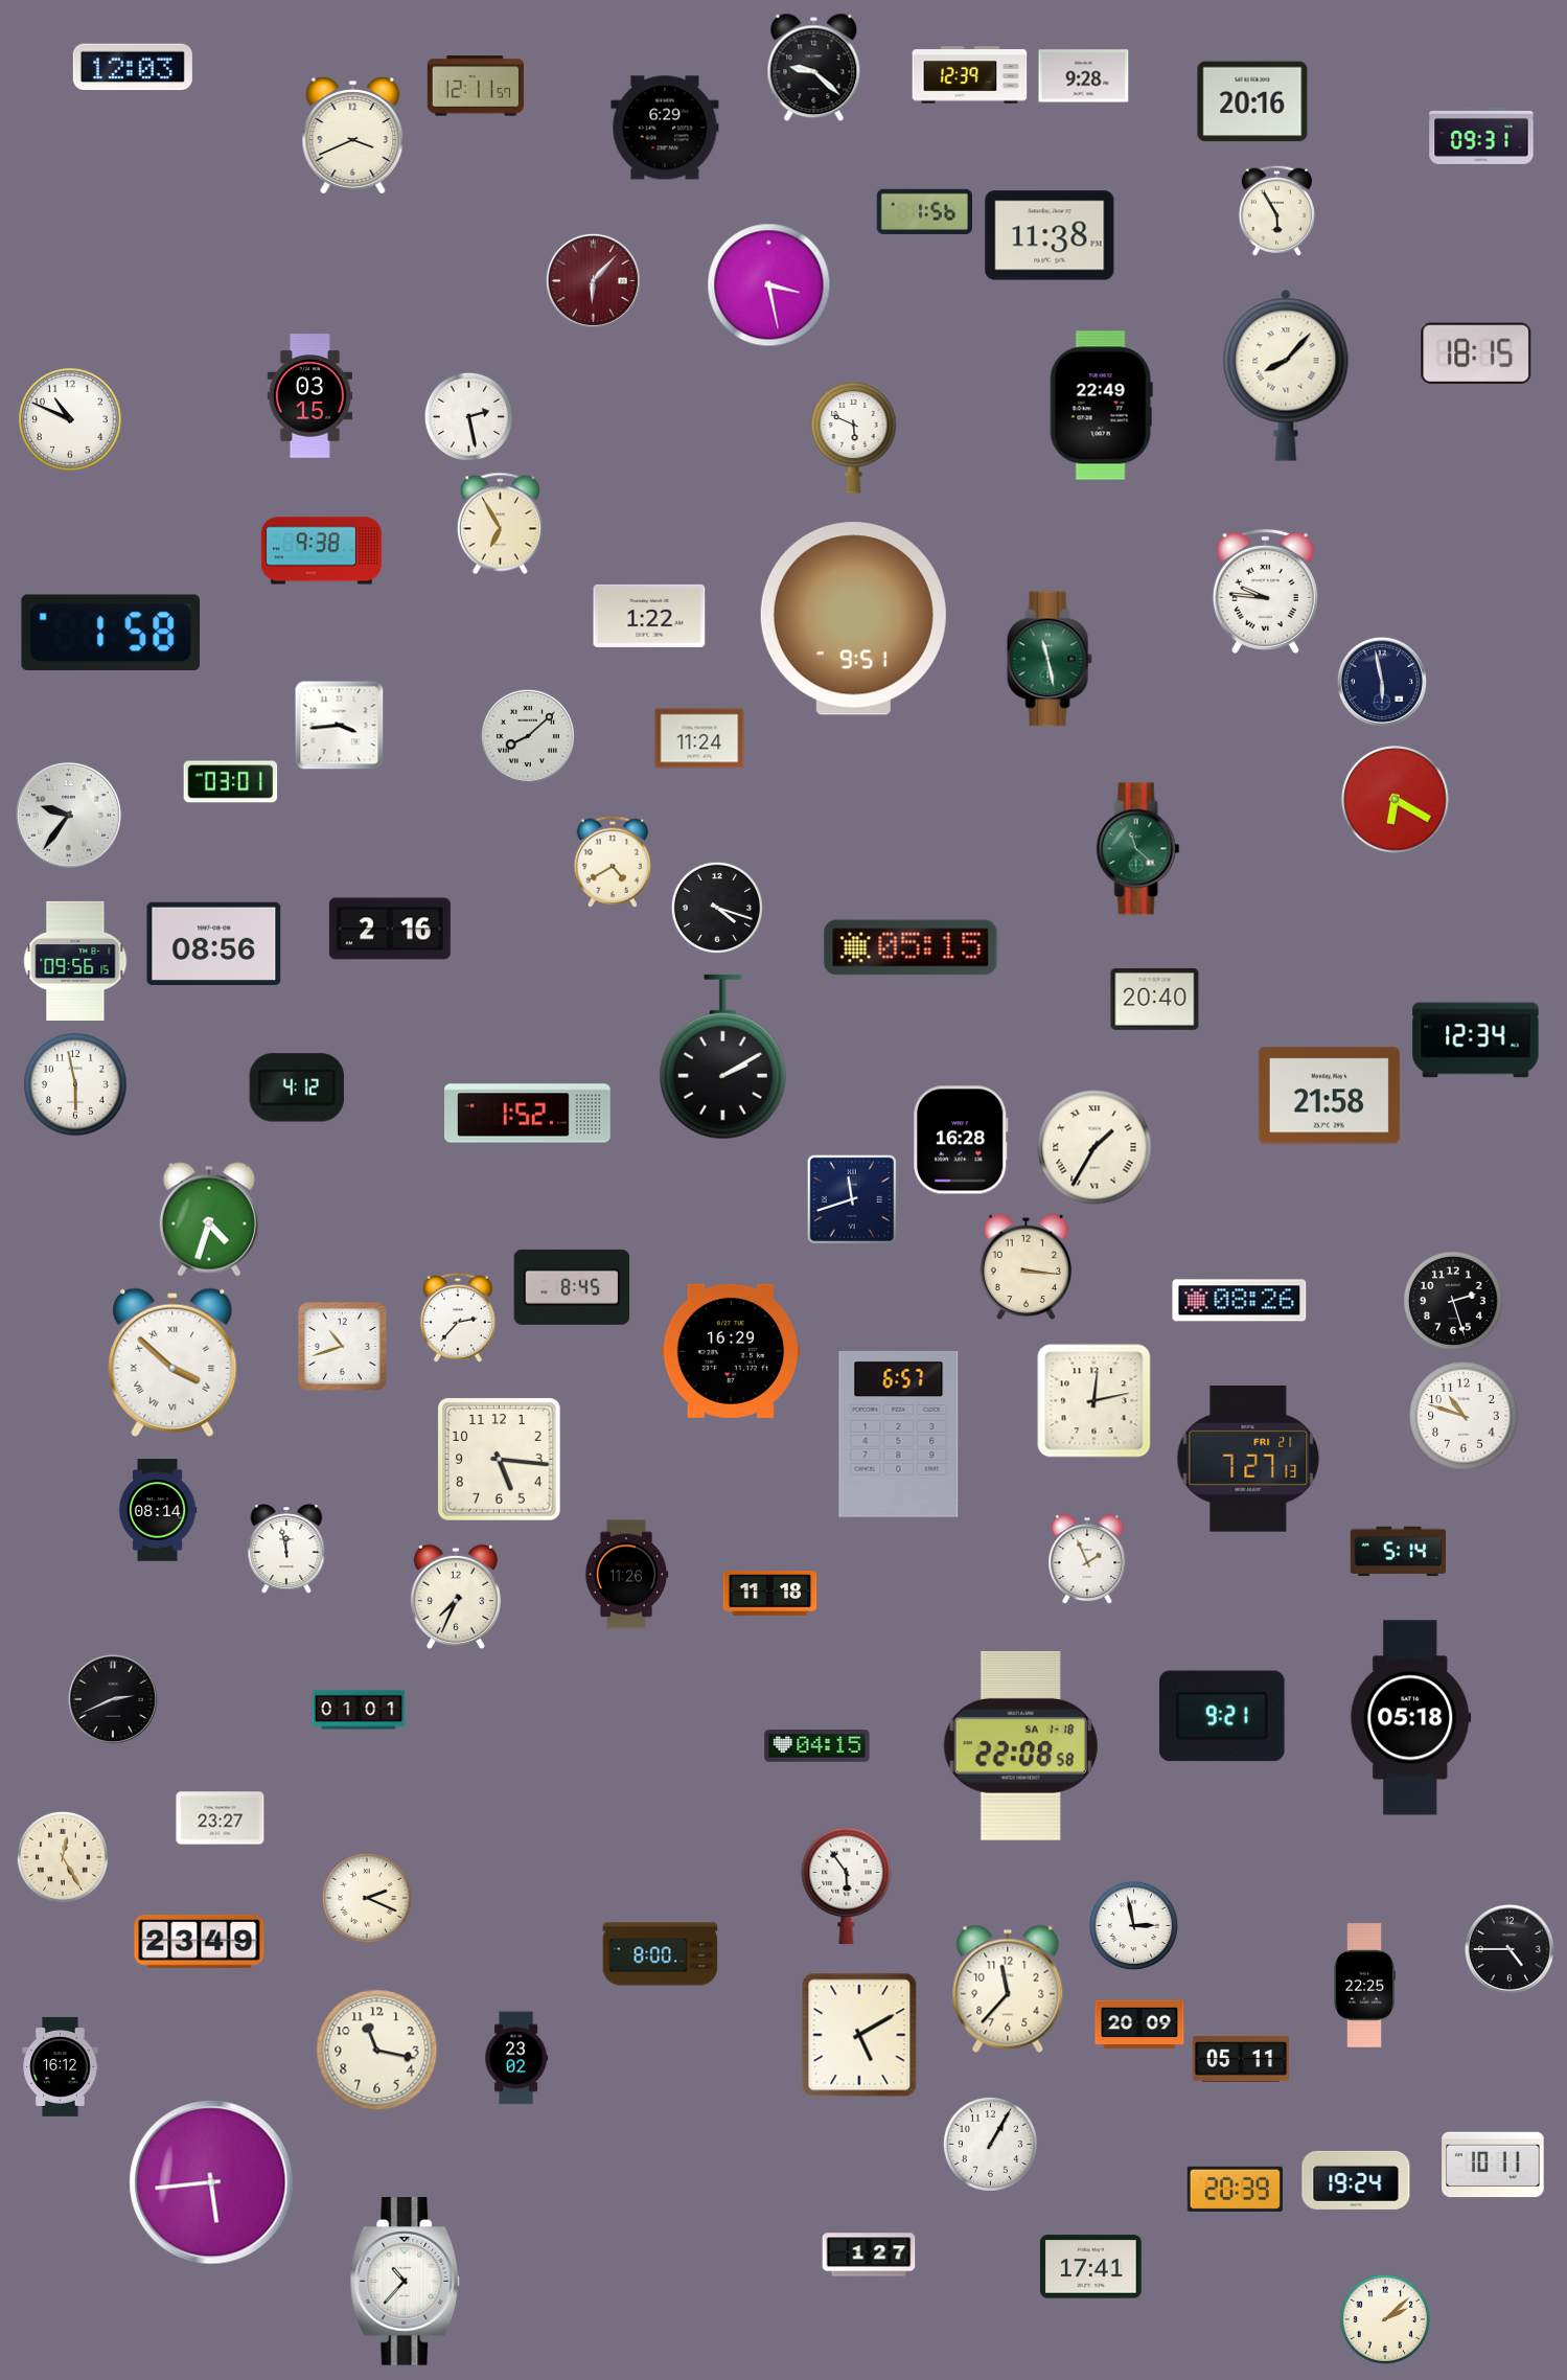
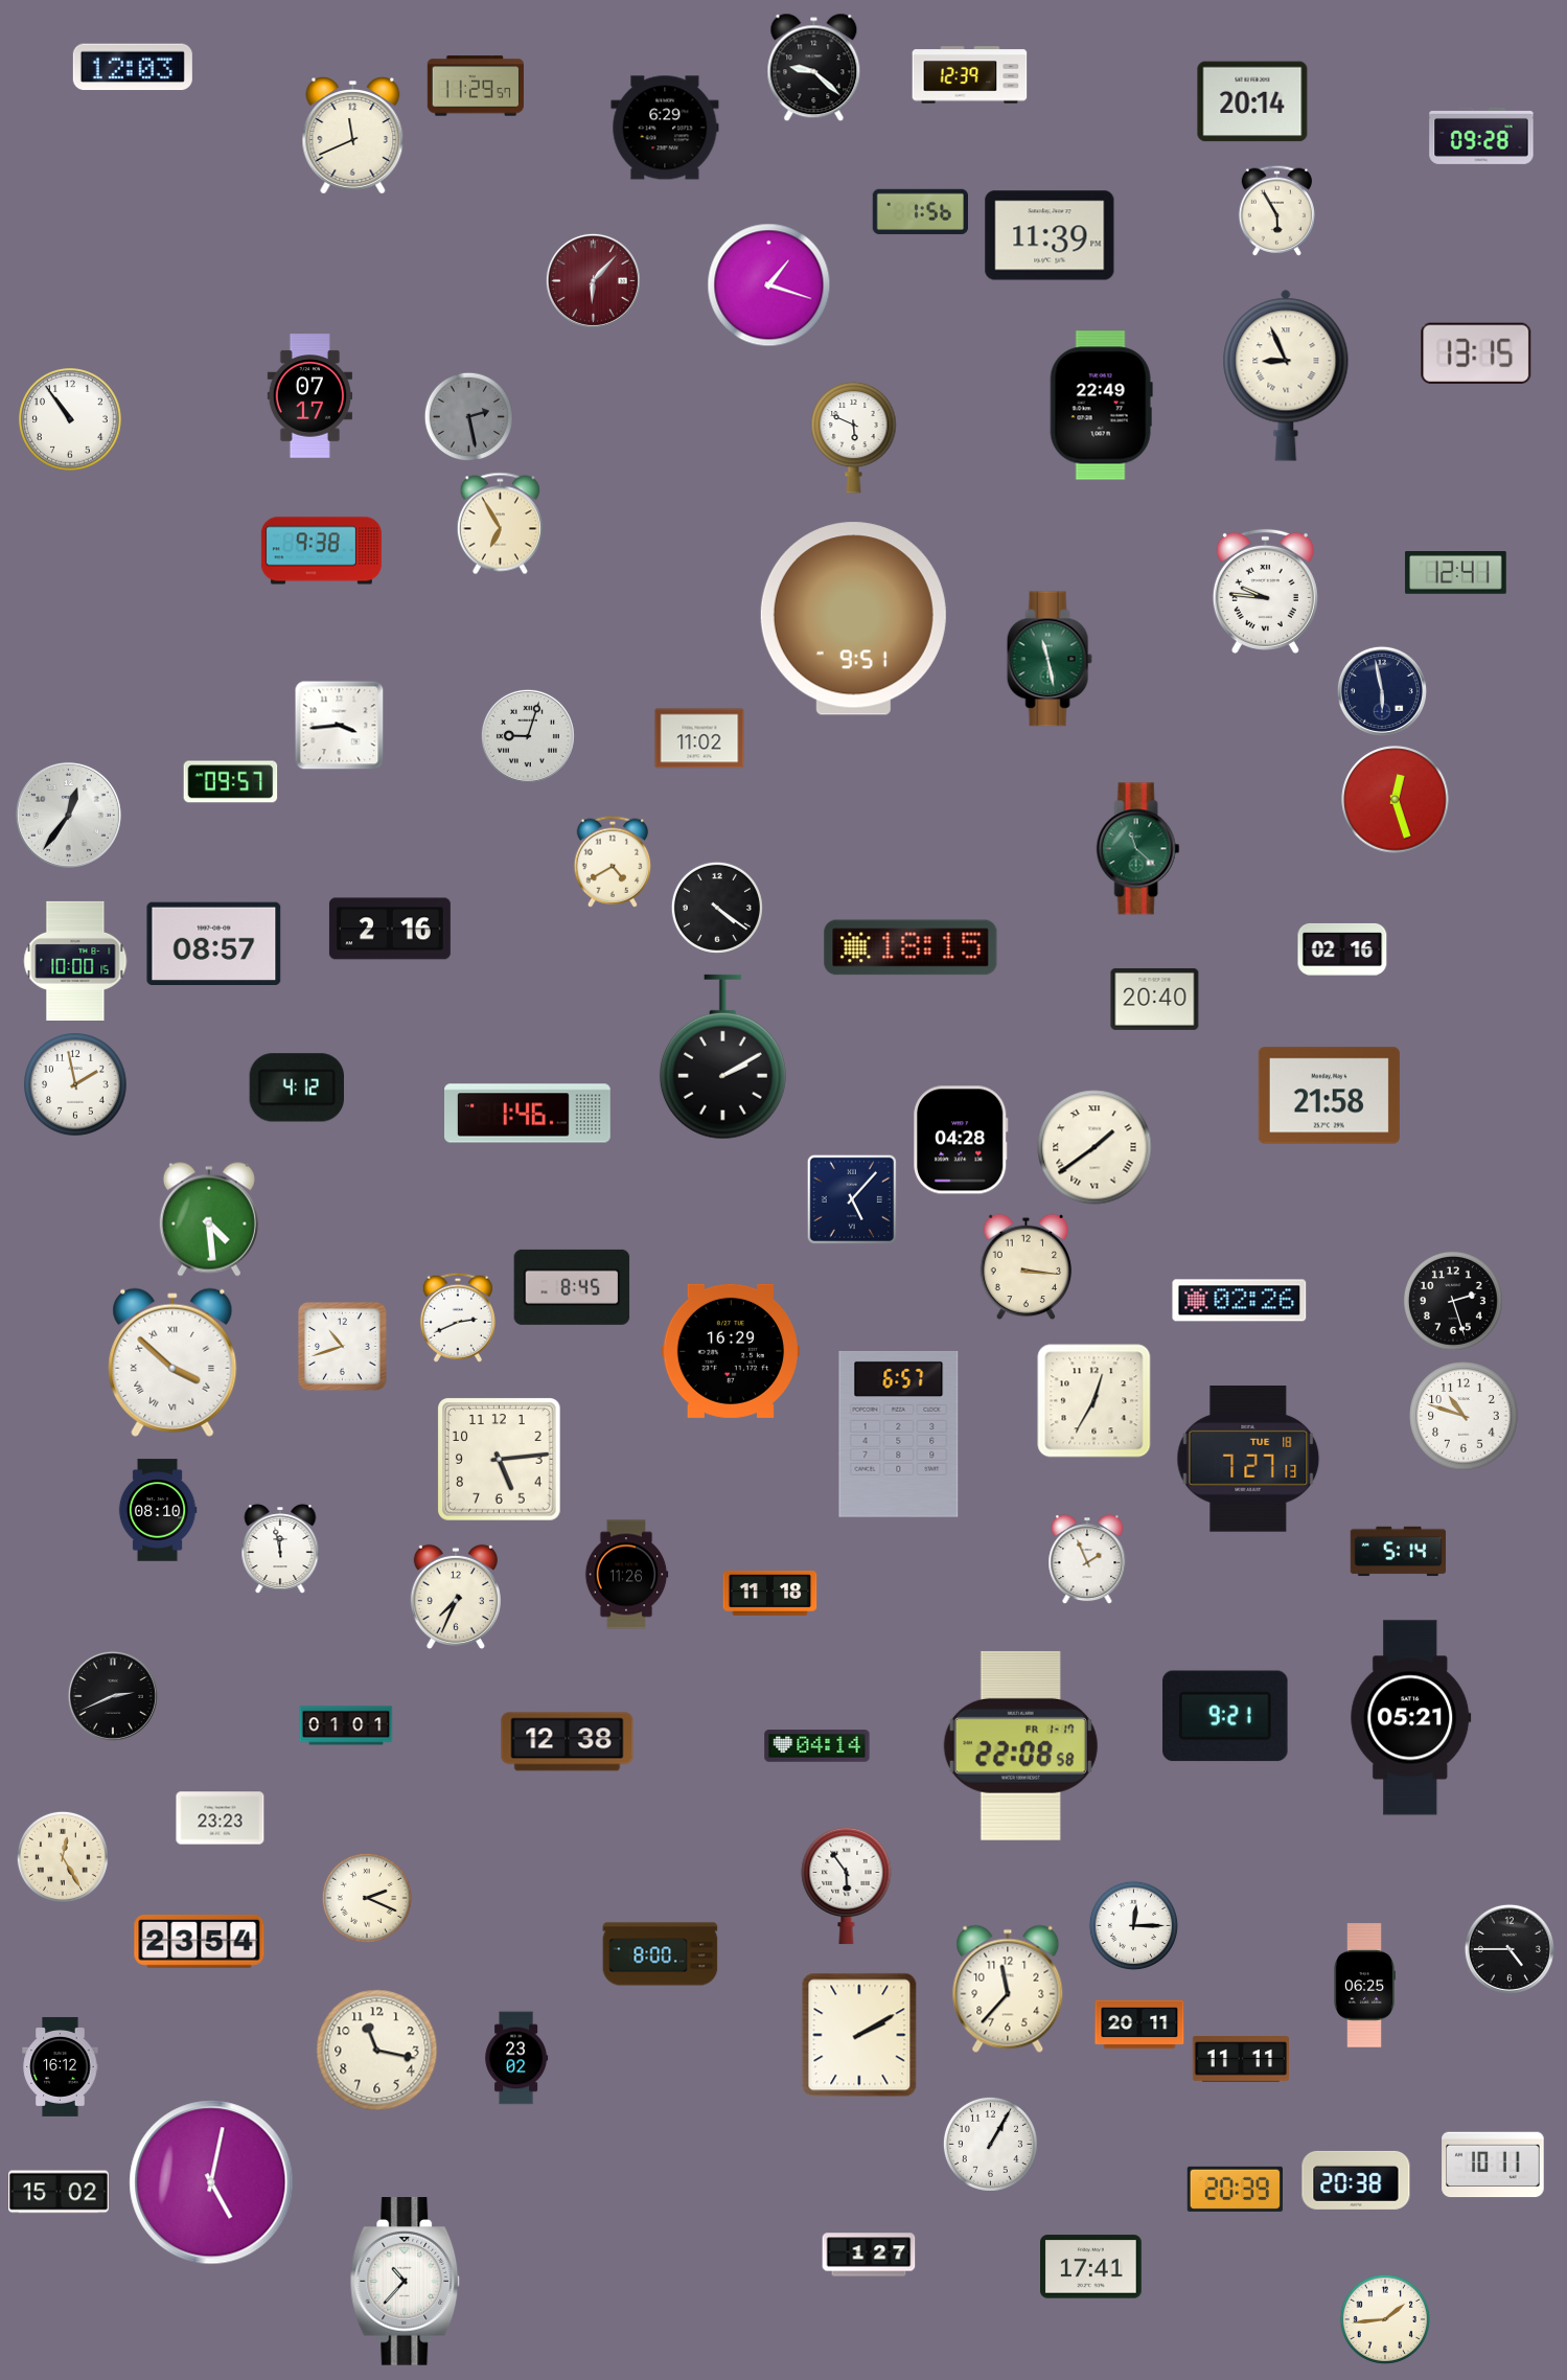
clock at (1084, 76): 9:28 -> none
clock at (476, 86): 12:11 -> 11:29
clock at (1252, 101): 20:16 -> 20:14
clock at (353, 136): 3:41 -> 11:41
clock at (1481, 136): 09:31 -> 09:28
clock at (924, 211) position: (924, 211) -> (920, 211)
clock at (1050, 235): 11:38 -> 11:39
clock at (769, 285): 3:28 -> 1:18
clock at (1476, 353): 18:15 -> 13:15
clock at (1286, 375): 8:07 -> 8:56
clock at (309, 396): 03:15 -> 07:17
clock at (468, 416) dial: white -> grey
clock at (70, 419): 10:49 -> 10:54
clock at (1456, 573): none -> 12:41
clock at (649, 616): 1:22 -> none
clock at (111, 633): 1:58 -> none
clock at (1382, 682) position: (1382, 682) -> (1382, 691)
clock at (528, 736): 8:08 -> 9:03
clock at (699, 738): 11:24 -> 11:02
clock at (231, 782): 03:01 -> 09:57
clock at (1396, 800): 6:20 -> 12:27
clock at (68, 815): 9:36 -> 12:36
clock at (717, 908): 4:18 -> 4:21
clock at (214, 943): 08:56 -> 08:57
clock at (911, 947): 05:15 -> 18:15
clock at (1342, 949): none -> 02:16
clock at (75, 961): 09:56 -> 10:00
clock at (1476, 1040): 12:34 -> none
clock at (75, 1084): 5:58 -> 1:58
clock at (528, 1114): 1:52 -> 1:46
clock at (962, 1140): 16:28 -> 04:28
clock at (1094, 1147): 1:35 -> 1:39
clock at (852, 1199): 11:42 -> 5:07
clock at (209, 1219): 4:33 -> 4:29
clock at (1240, 1301): 08:26 -> 02:26
clock at (458, 1318): 2:37 -> 2:41
clock at (1094, 1401): 12:13 -> 12:35
clock at (1248, 1459) date: FRI 21 -> TUE 18
clock at (500, 1460): 5:16 -> 5:14
clock at (158, 1510): 08:14 -> 08:10
clock at (286, 1549) position: (286, 1549) -> (280, 1549)
clock at (113, 1699) position: (113, 1699) -> (113, 1696)
clock at (359, 1710) position: (359, 1710) -> (346, 1725)
clock at (1222, 1716) position: (1222, 1716) -> (1225, 1716)
clock at (1411, 1718): 05:18 -> 05:21
clock at (568, 1742): none -> 12:38
clock at (1020, 1745) date: SA 1-18 -> FR 1-17
clock at (817, 1746): 04:15 -> 04:14
clock at (221, 1818): 23:27 -> 23:23
clock at (1133, 1925): 2:58 -> 12:15
clock at (200, 1941): 23:49 -> 23:54
clock at (1364, 1986): 22:25 -> 06:25
clock at (1139, 2024): 20:09 -> 20:11
clock at (859, 2035): 5:10 -> 2:10
clock at (1240, 2059): 05:11 -> 11:11
clock at (1356, 2180): 19:24 -> 20:38
clock at (211, 2182): 5:44 -> 5:02
clock at (60, 2192): none -> 15:02
clock at (1385, 2319): 2:08 -> 1:44
